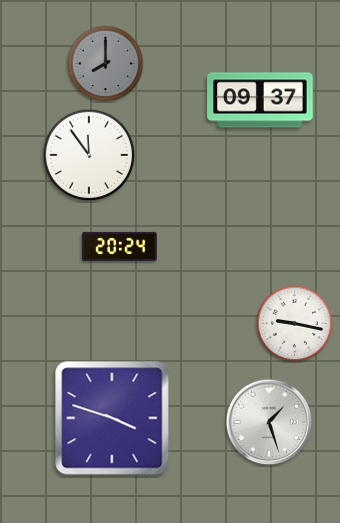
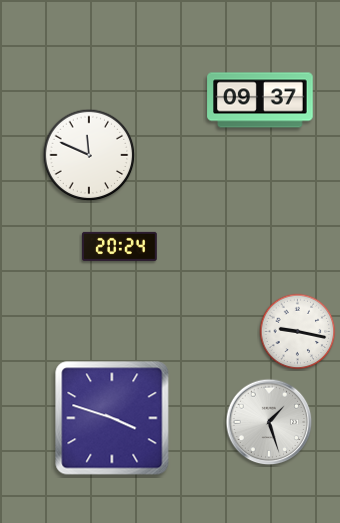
clock at (106, 64): 8:00 -> none
clock at (89, 155): 11:54 -> 11:49
clock at (295, 324) position: (295, 324) -> (298, 332)
